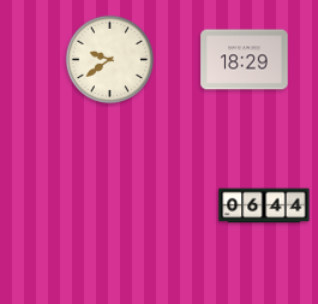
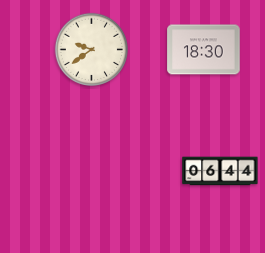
clock at (245, 60): 18:29 -> 18:30
